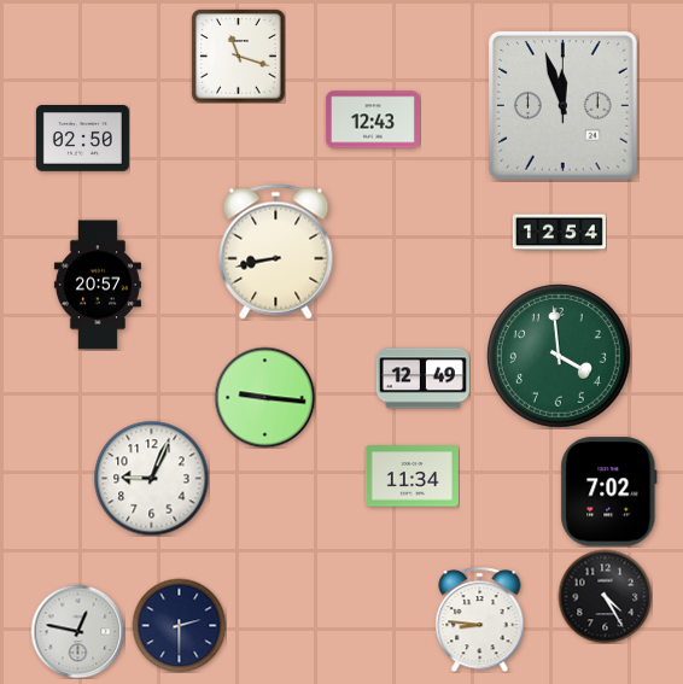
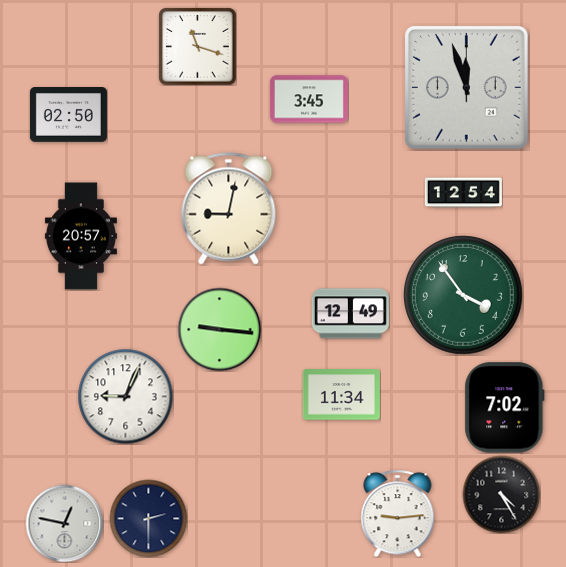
clock at (373, 119): 12:43 -> 3:45
clock at (276, 252): 8:43 -> 9:02
clock at (560, 357): 3:59 -> 3:54
clock at (480, 619): 8:46 -> 9:14
